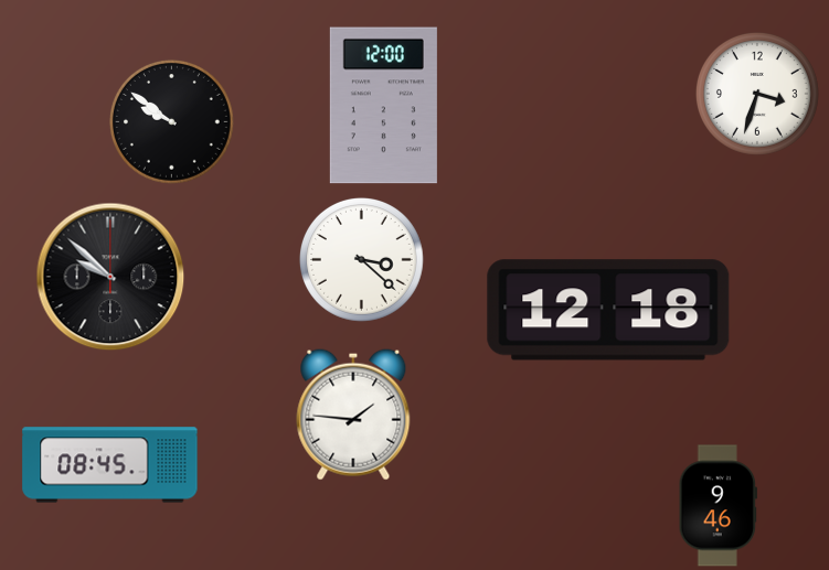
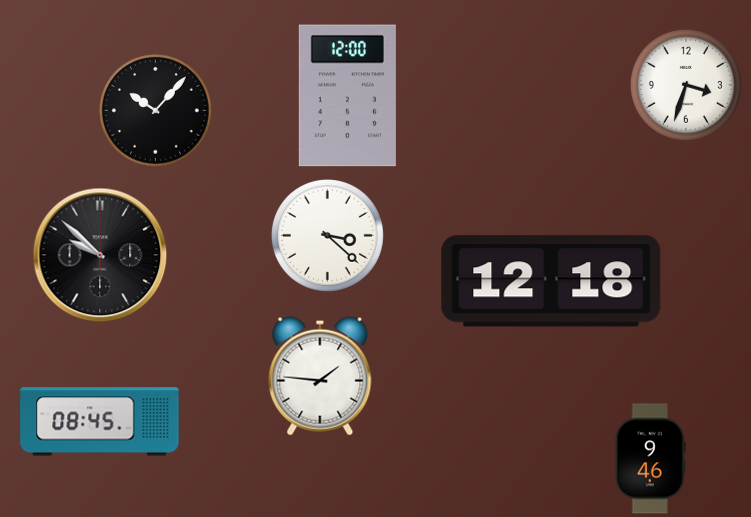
clock at (171, 121): 9:51 -> 10:07
clock at (110, 277) position: (110, 277) -> (100, 255)
